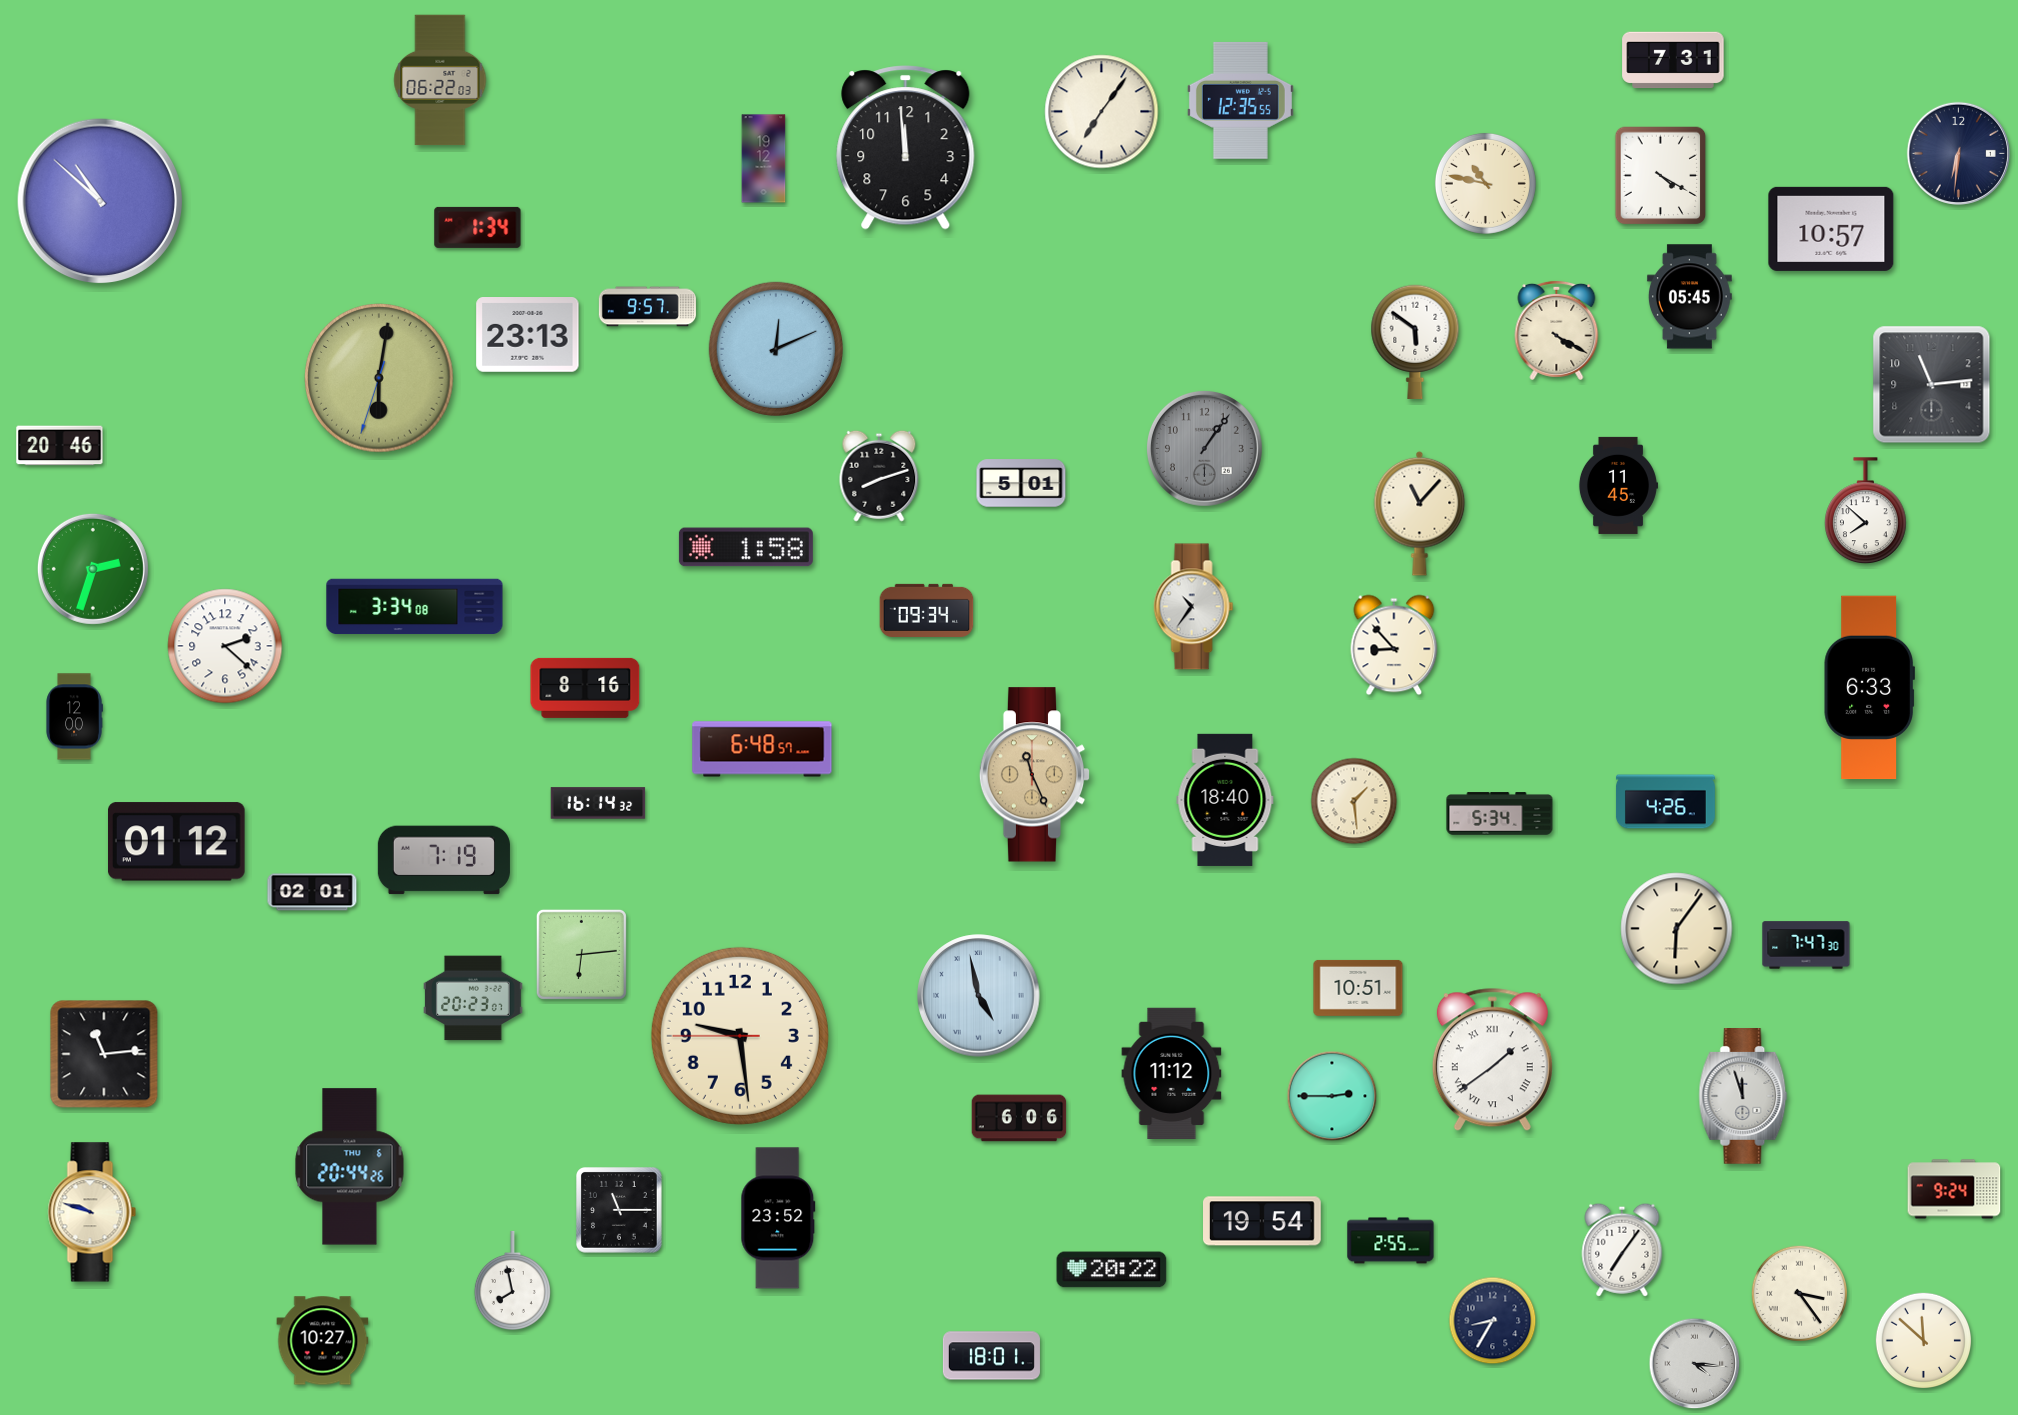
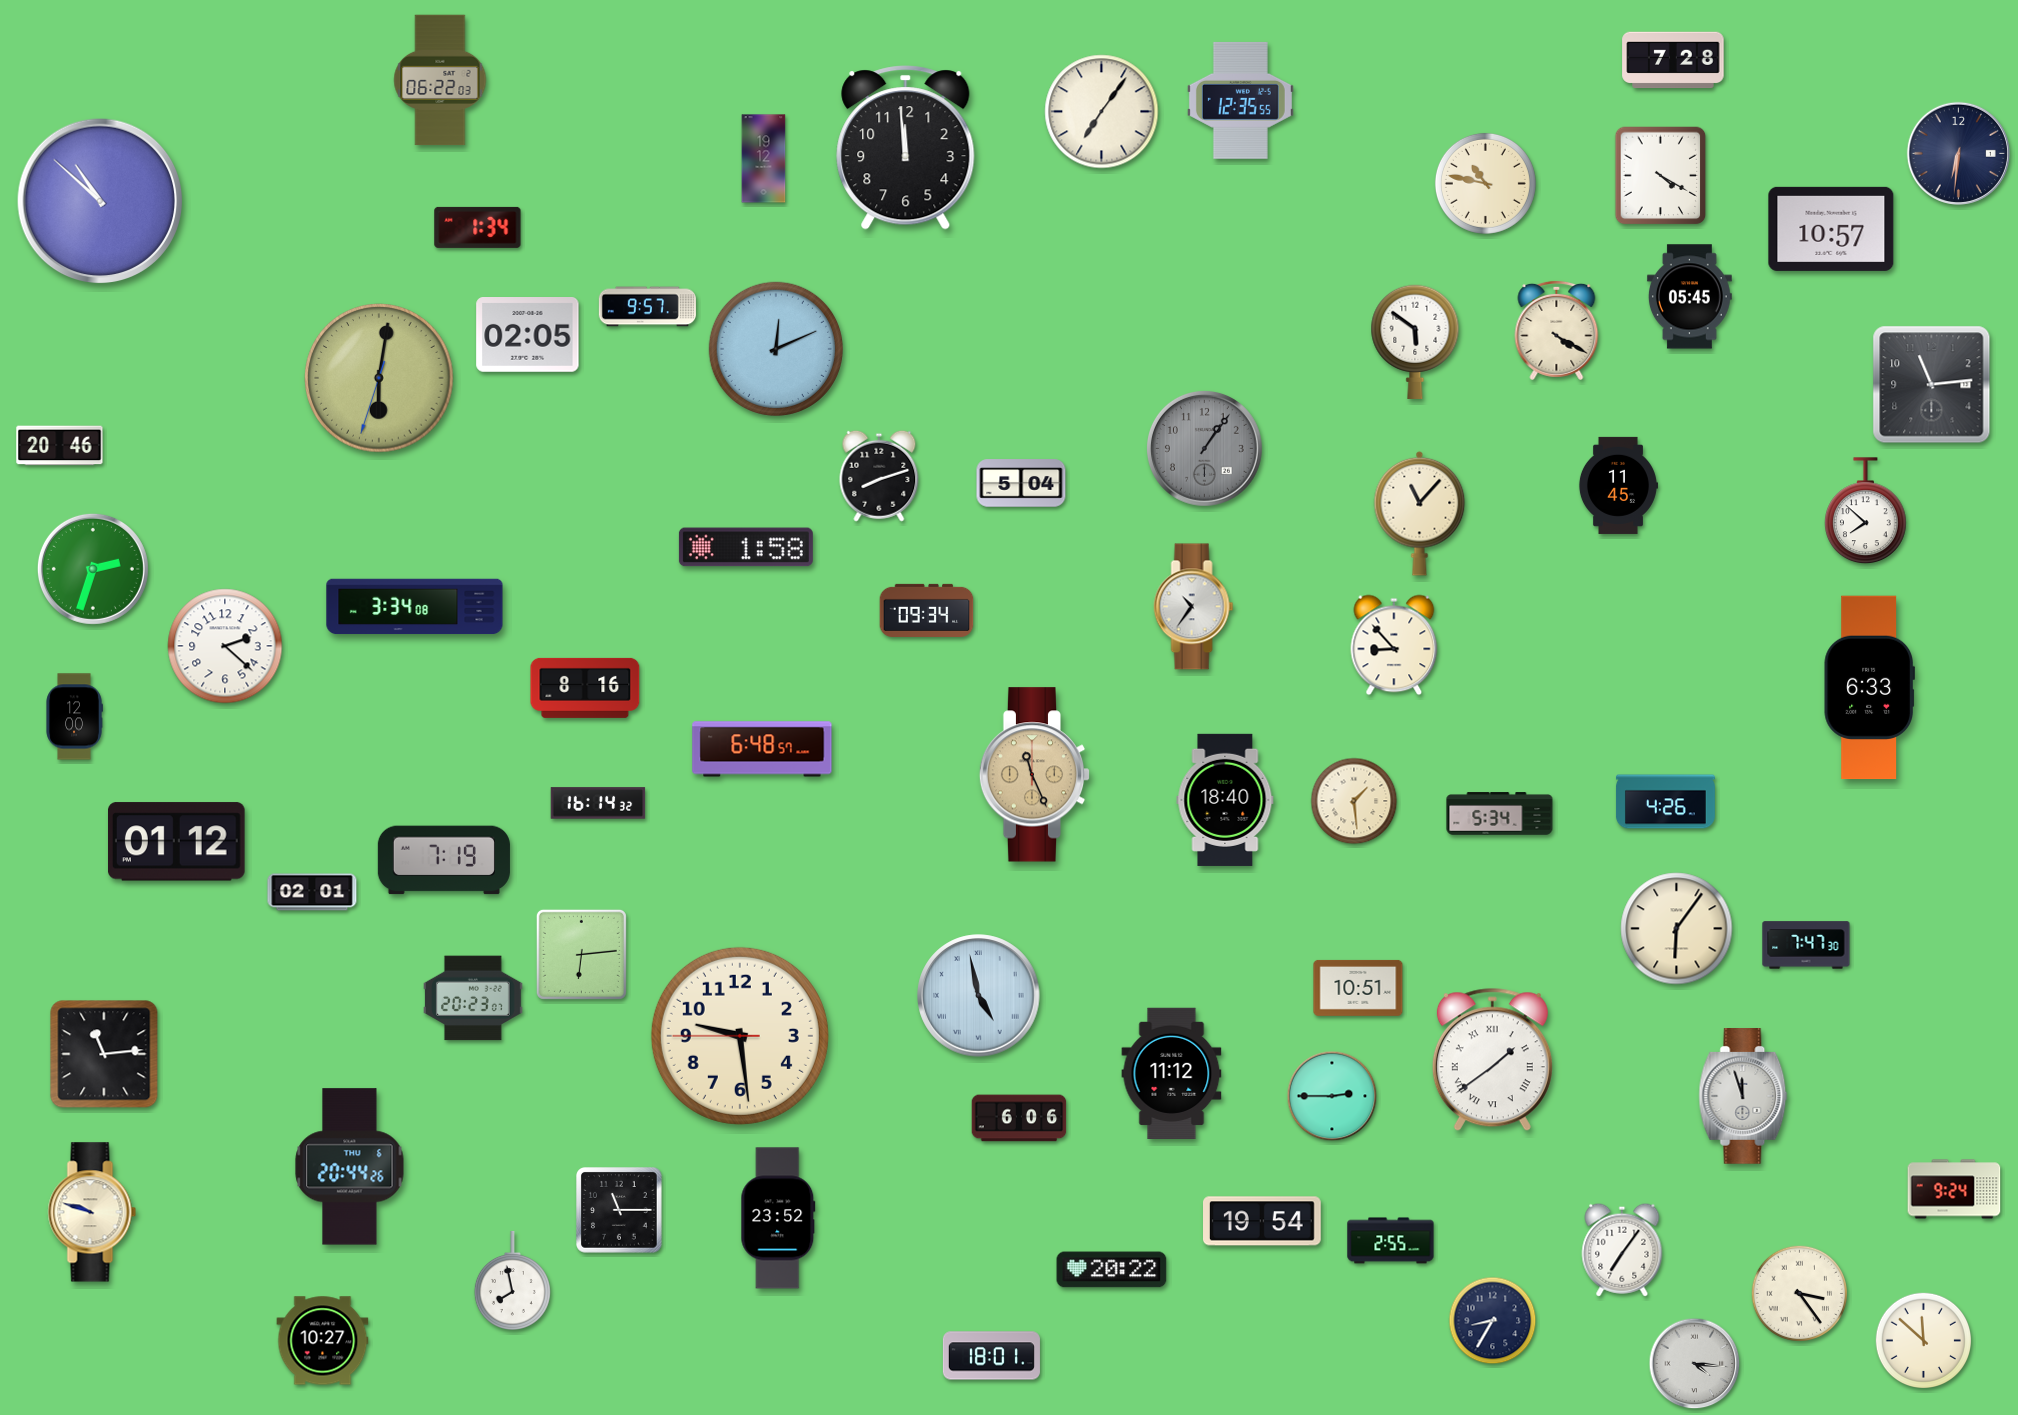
clock at (1673, 60): 7:31 -> 7:28
clock at (528, 335): 23:13 -> 02:05
clock at (1021, 483): 5:01 -> 5:04
